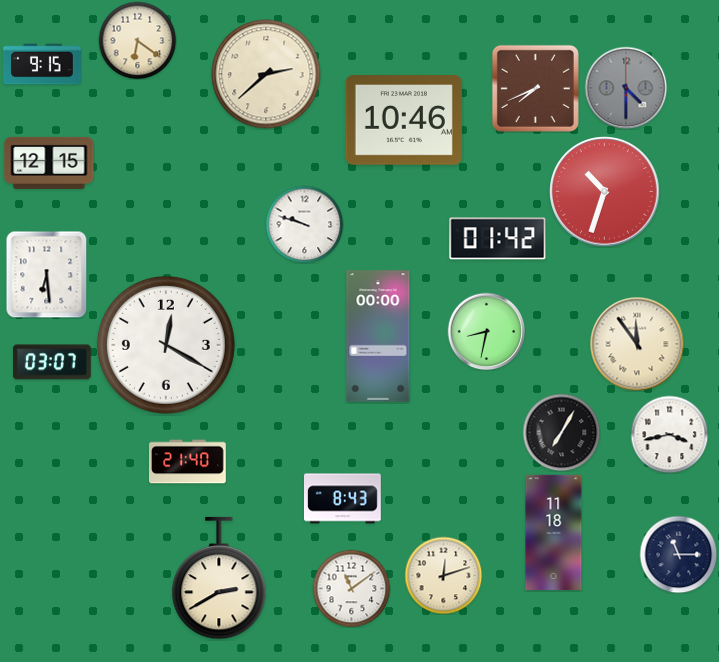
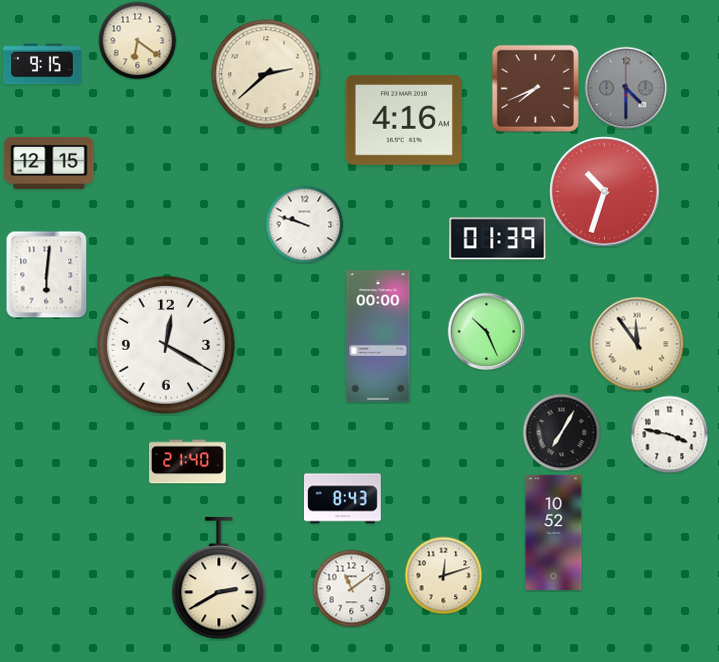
clock at (404, 121): 10:46 -> 4:16
clock at (498, 239): 01:42 -> 01:39
clock at (47, 274): 6:29 -> 6:01
clock at (486, 331): 8:32 -> 10:26
clock at (52, 362): 03:07 -> none
clock at (669, 434): 3:43 -> 3:47
clock at (554, 532): 11:18 -> 10:52
clock at (678, 554): 11:15 -> none
